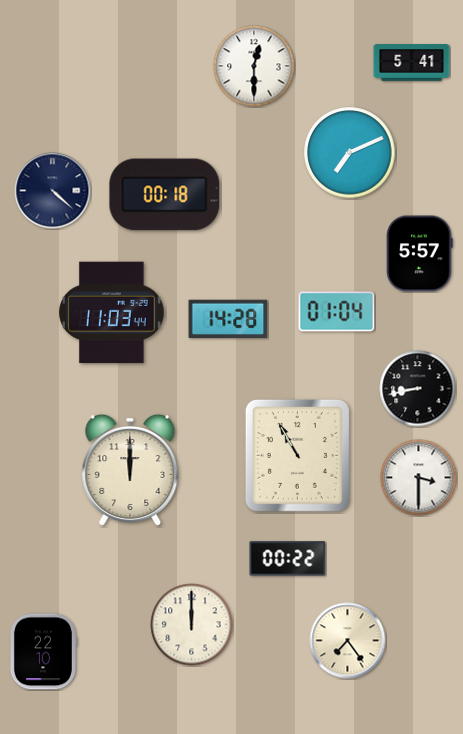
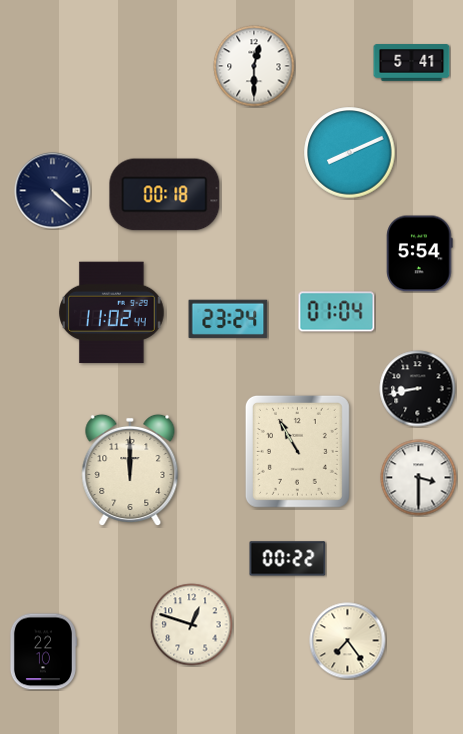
clock at (350, 153): 7:11 -> 8:11
clock at (420, 254): 5:57 -> 5:54
clock at (112, 313): 11:03 -> 11:02
clock at (228, 319): 14:28 -> 23:24
clock at (297, 455) position: (297, 455) -> (297, 451)
clock at (192, 625): 12:00 -> 12:48
